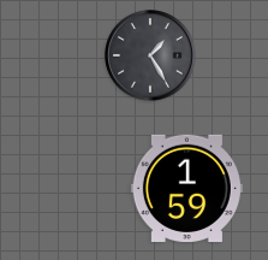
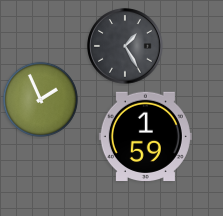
clock at (40, 99): none -> 1:56
clock at (186, 188) position: (186, 188) -> (145, 136)
